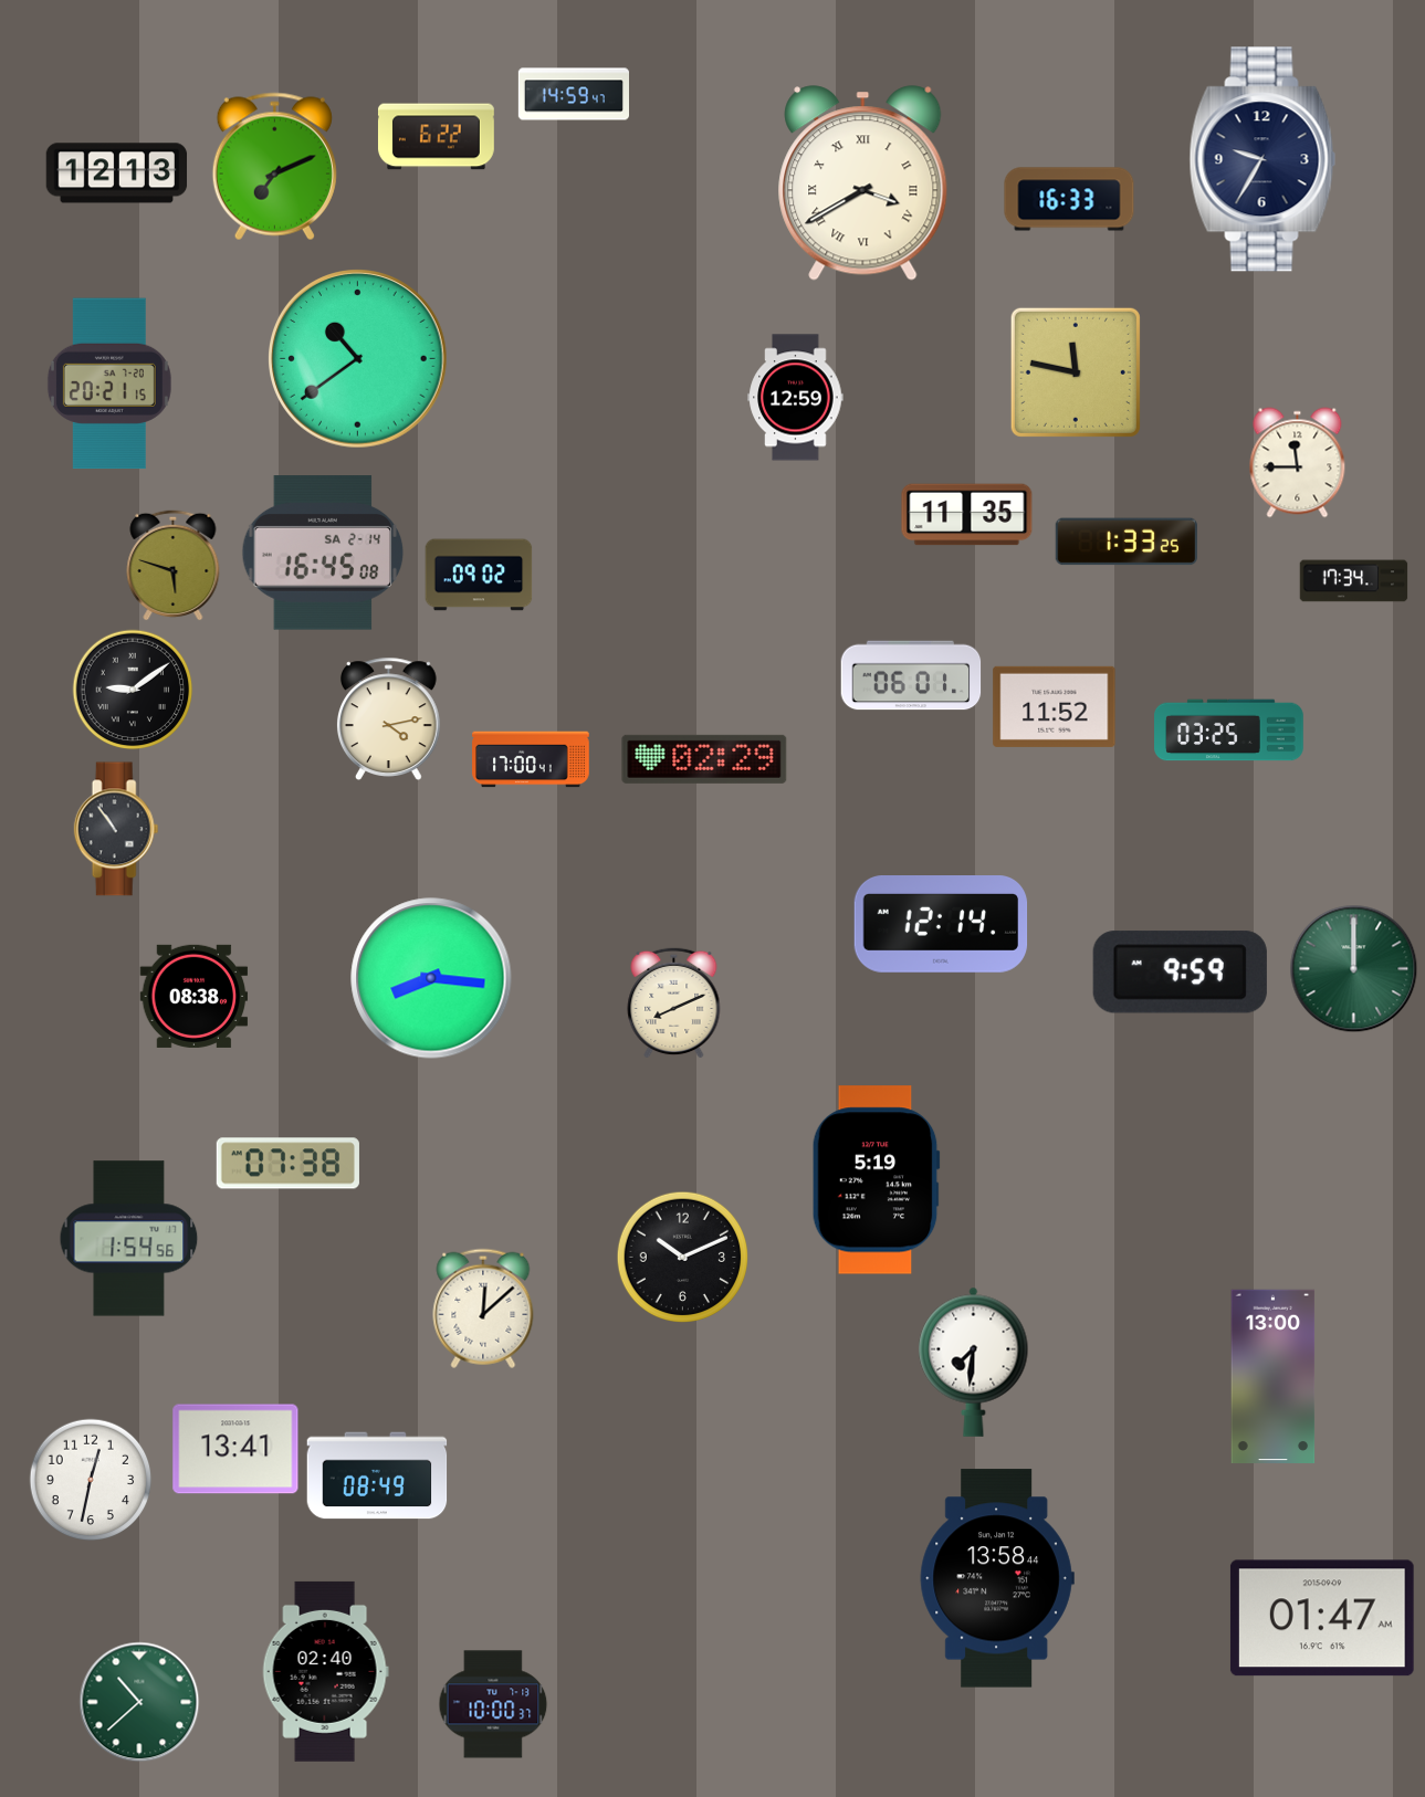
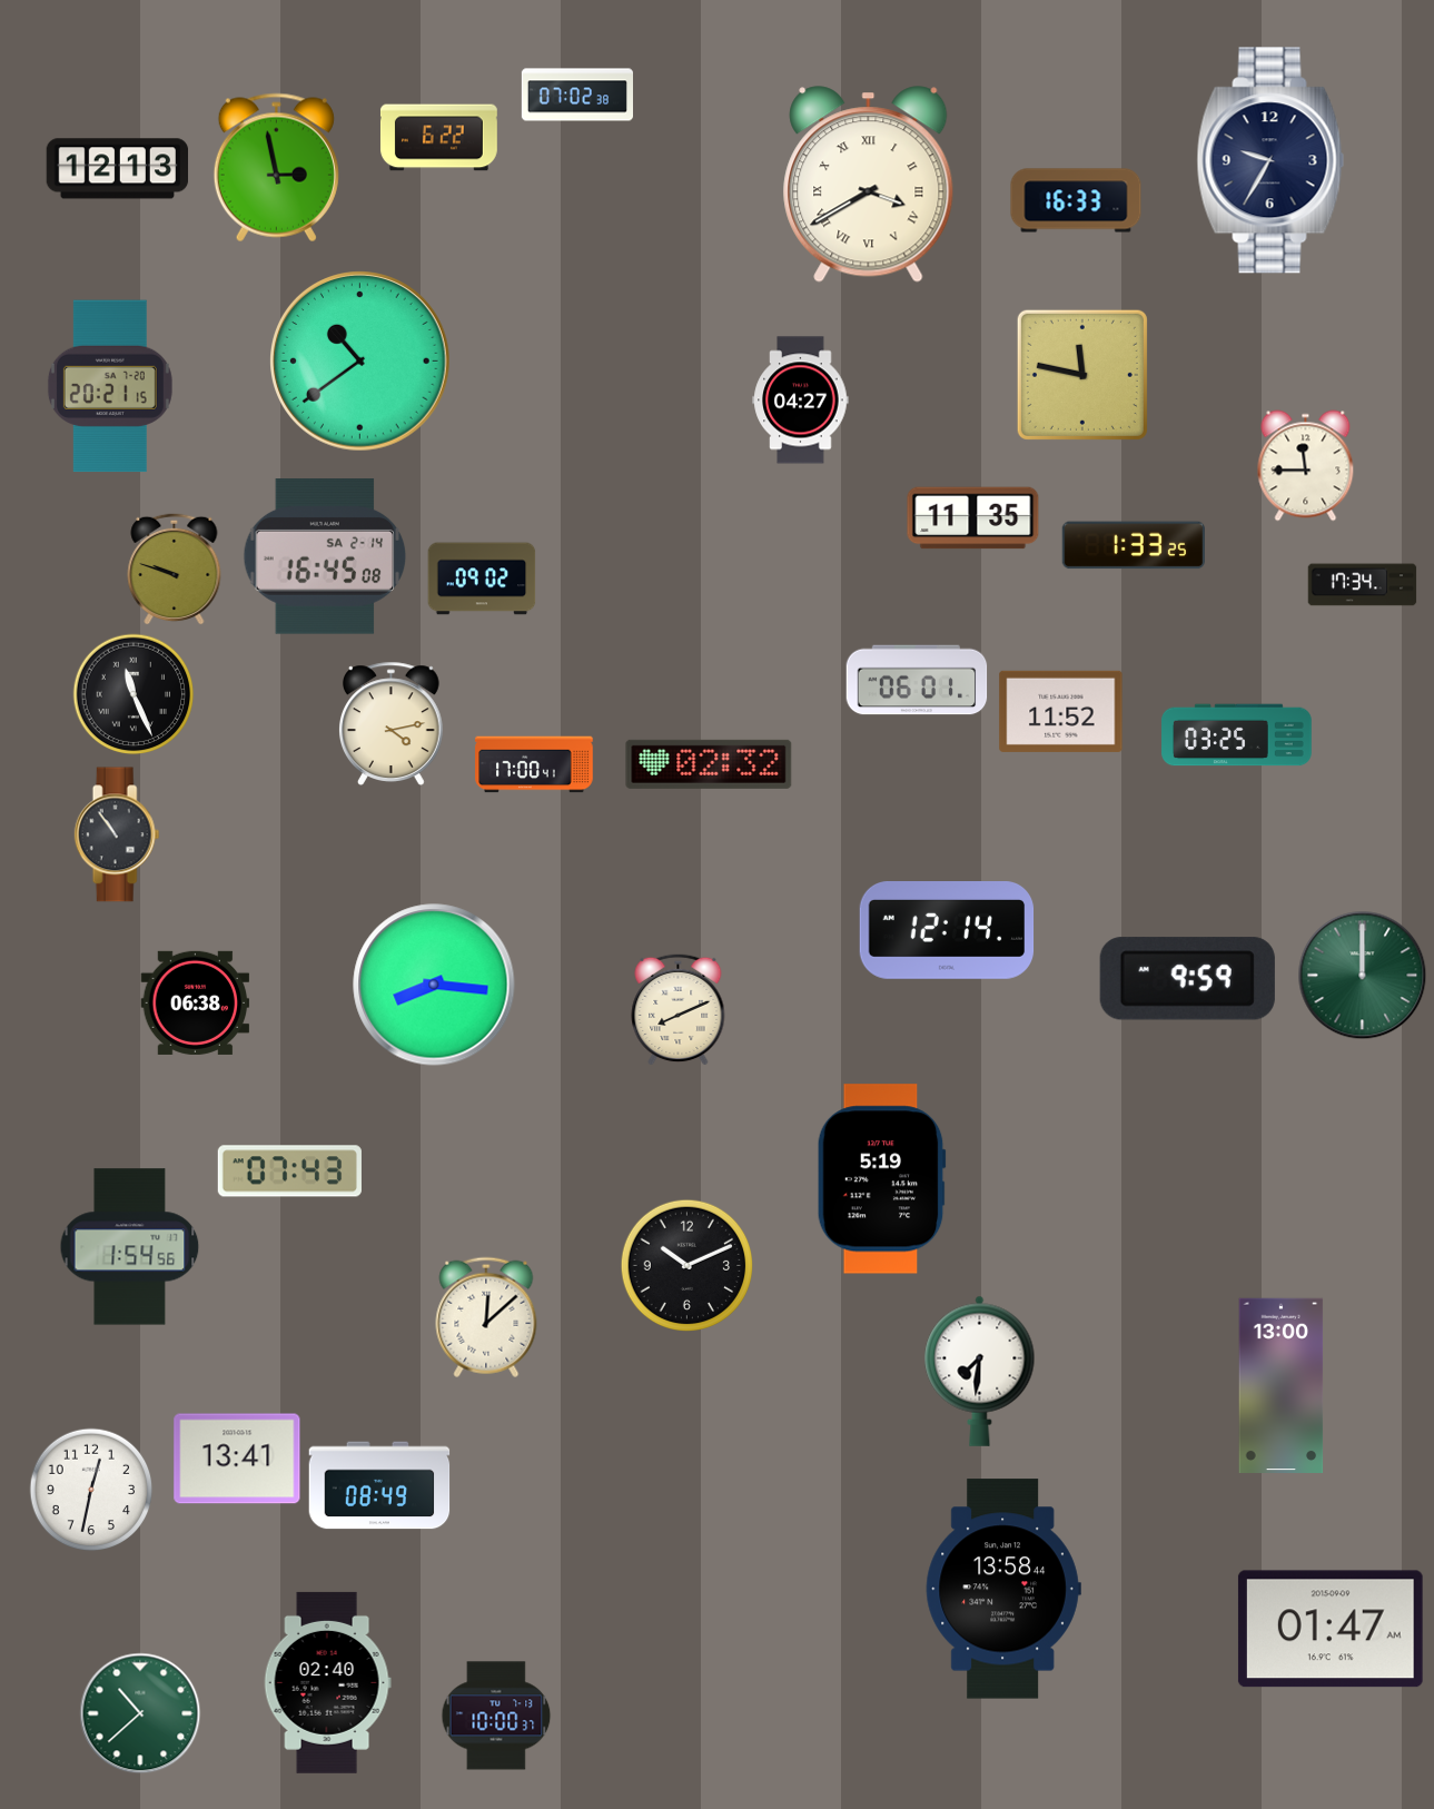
clock at (573, 94): 14:59 -> 07:02
clock at (274, 167): 7:11 -> 2:58
clock at (117, 174) position: (117, 174) -> (118, 169)
clock at (796, 398): 12:59 -> 04:27
clock at (174, 565): 5:48 -> 9:48
clock at (133, 690): 9:09 -> 11:26
clock at (704, 759): 02:29 -> 02:32
clock at (195, 996): 08:38 -> 06:38
clock at (287, 1164): 07:38 -> 07:43
clock at (876, 1180) position: (876, 1180) -> (881, 1179)
